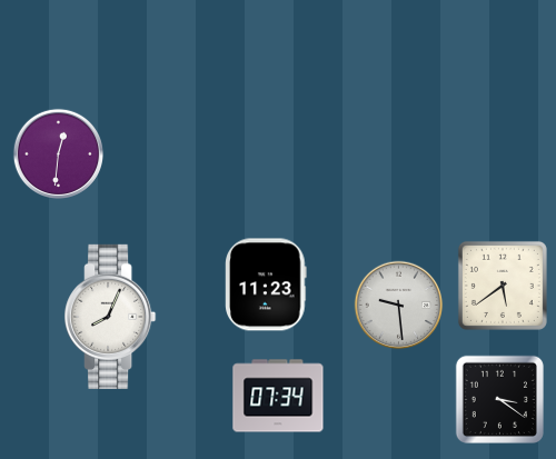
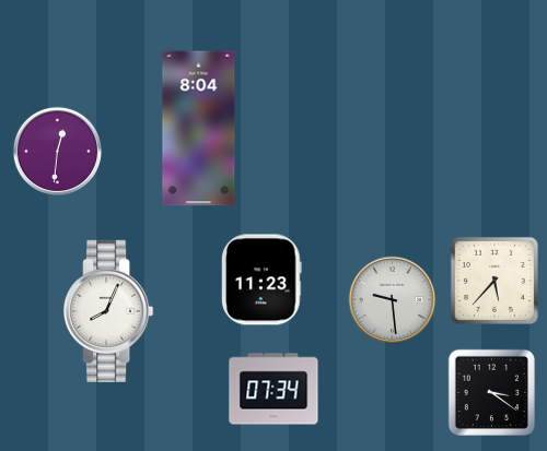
clock at (199, 129): none -> 8:04
clock at (503, 286): 5:39 -> 5:37
